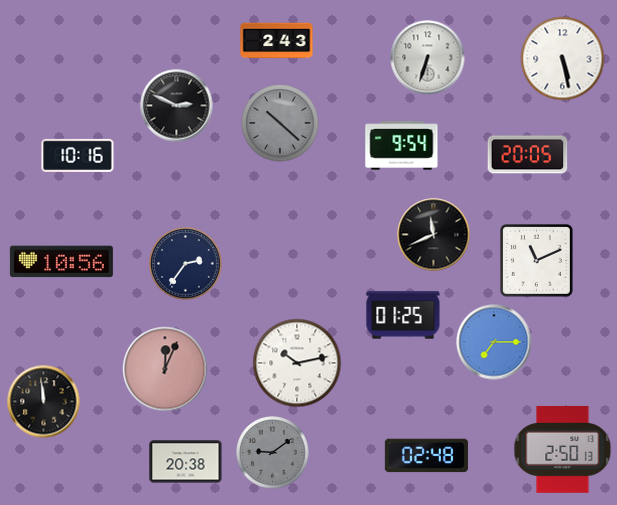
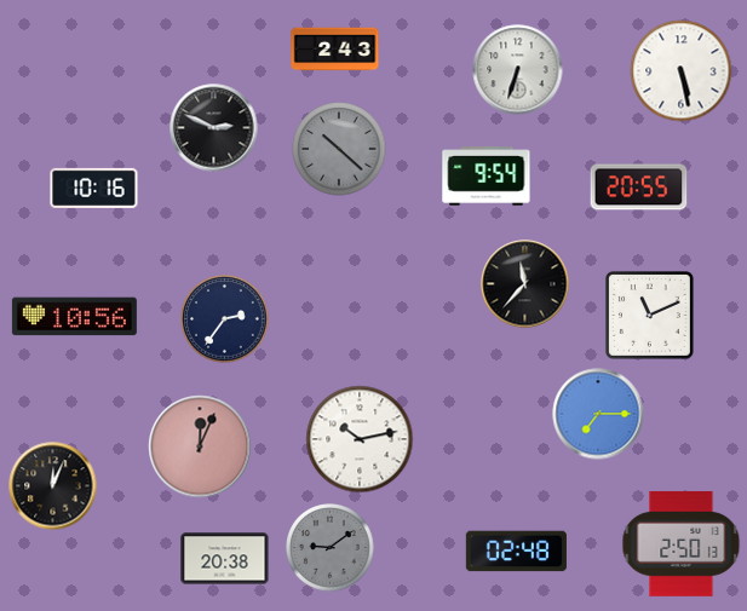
clock at (528, 155): 20:05 -> 20:55
clock at (434, 235): 11:41 -> 11:37
clock at (403, 315): 01:25 -> none
clock at (44, 402): 11:59 -> 12:04
